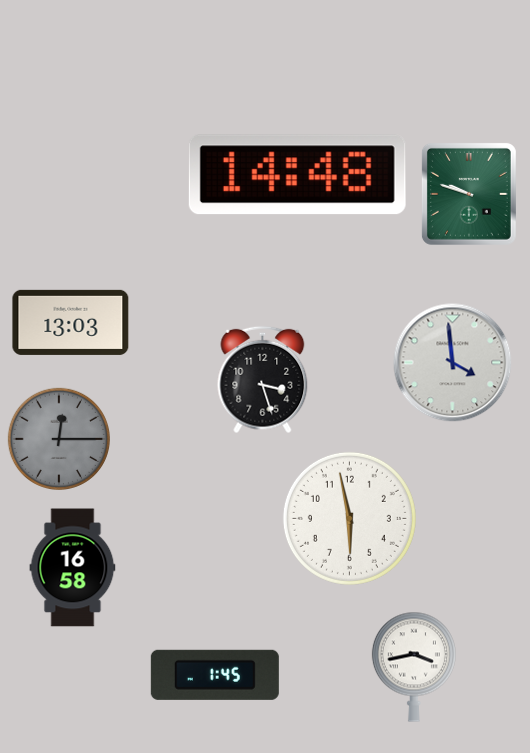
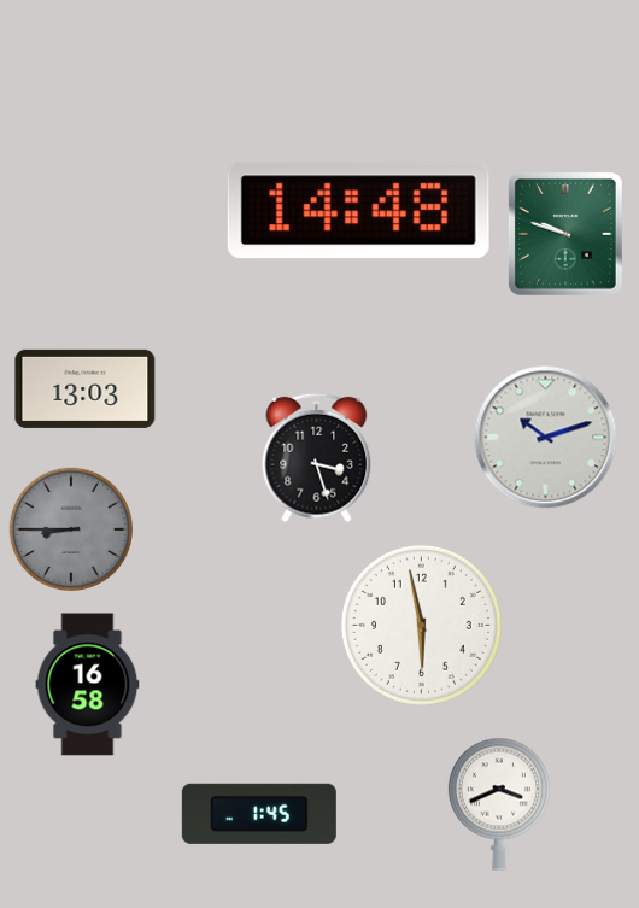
clock at (453, 363): 3:59 -> 10:12
clock at (58, 438): 12:15 -> 8:45
clock at (414, 667): 3:43 -> 3:41
